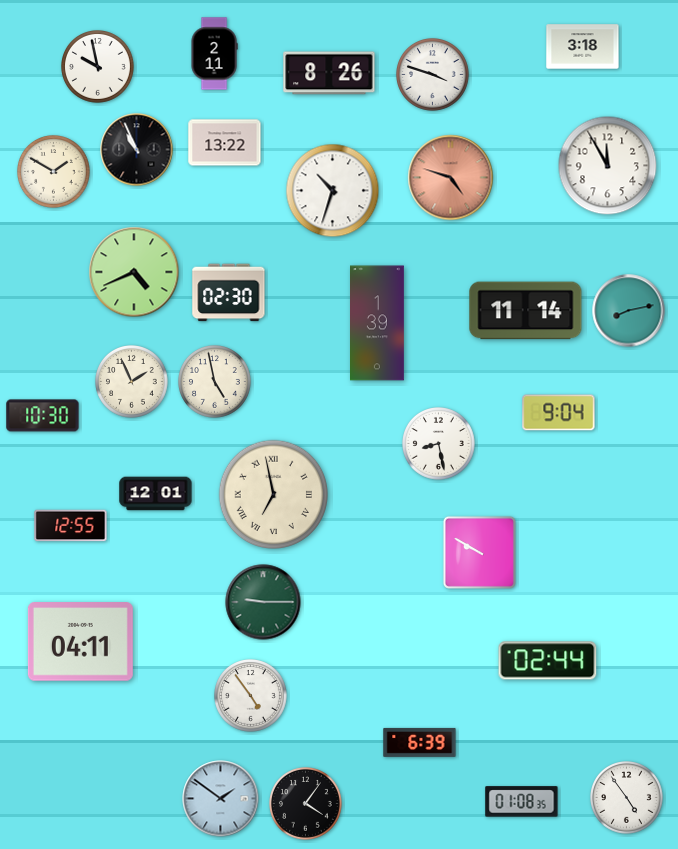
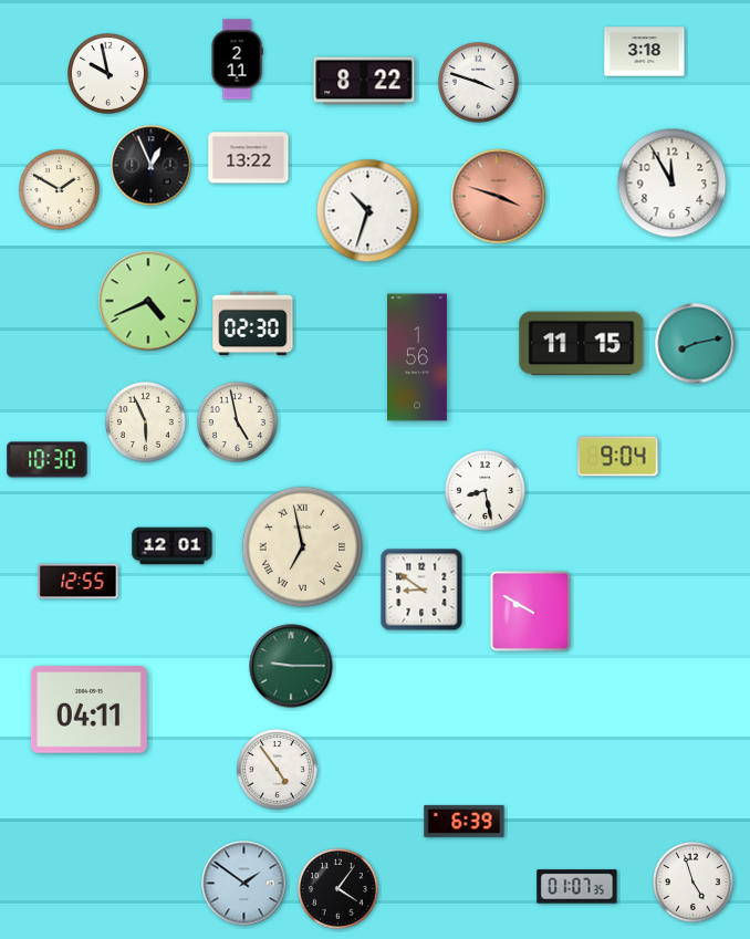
clock at (329, 73): 8:26 -> 8:22
clock at (137, 150): 10:56 -> 12:56
clock at (451, 178): 4:48 -> 3:48
clock at (526, 311): 11:14 -> 11:15
clock at (378, 323): 1:39 -> 1:56
clock at (132, 382): 1:56 -> 5:56
clock at (421, 590): none -> 8:51
clock at (548, 661): 02:44 -> none
clock at (627, 798): 4:54 -> 4:57
clock at (522, 802): 01:08 -> 01:07
